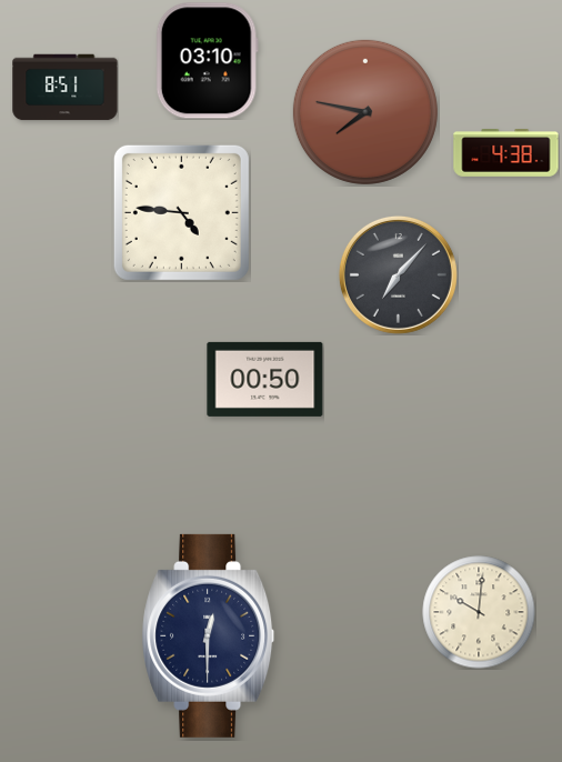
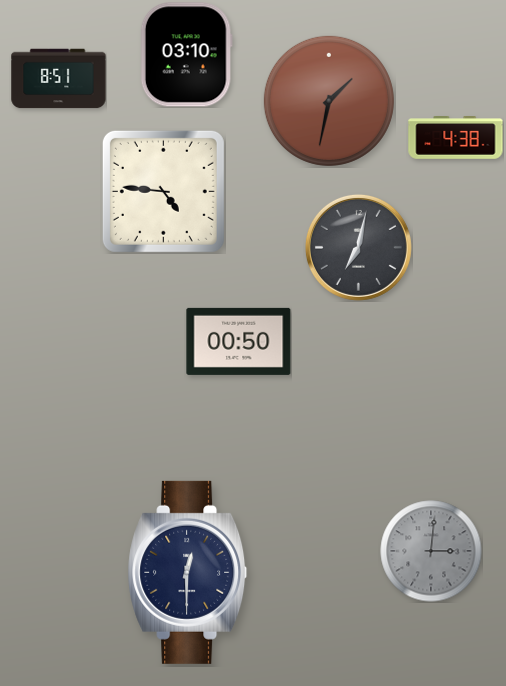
clock at (365, 112): 7:47 -> 1:32
clock at (398, 274): 7:07 -> 7:02
clock at (479, 612): 10:01 -> 3:01
clock at (479, 612) dial: cream -> grey
